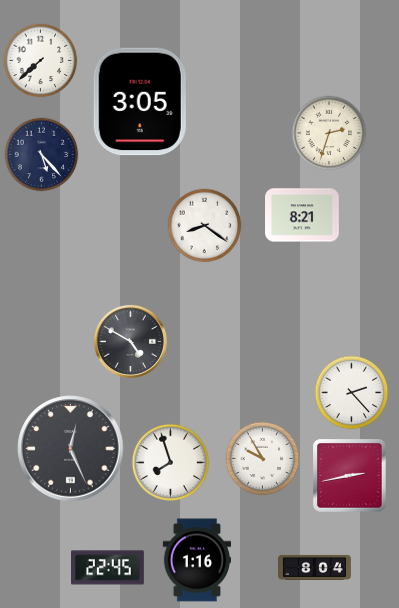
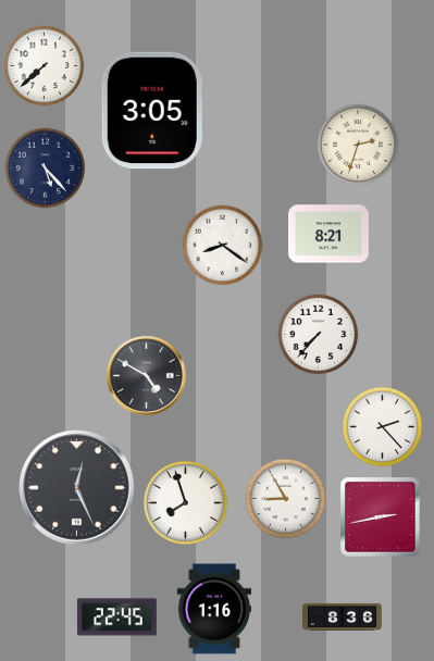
clock at (319, 335): none -> 7:37
clock at (130, 341) position: (130, 341) -> (146, 375)
clock at (263, 459): 9:55 -> 8:55
clock at (315, 567): 8:04 -> 8:36
